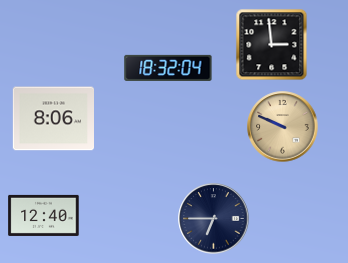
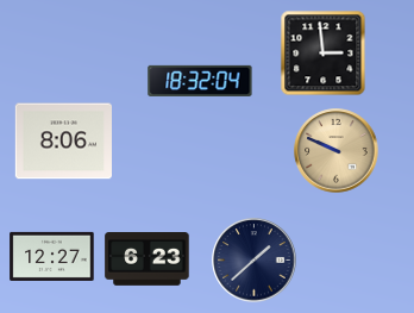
clock at (44, 215): 12:40 -> 12:27
clock at (148, 259): none -> 6:23
clock at (214, 219): 6:45 -> 1:38
